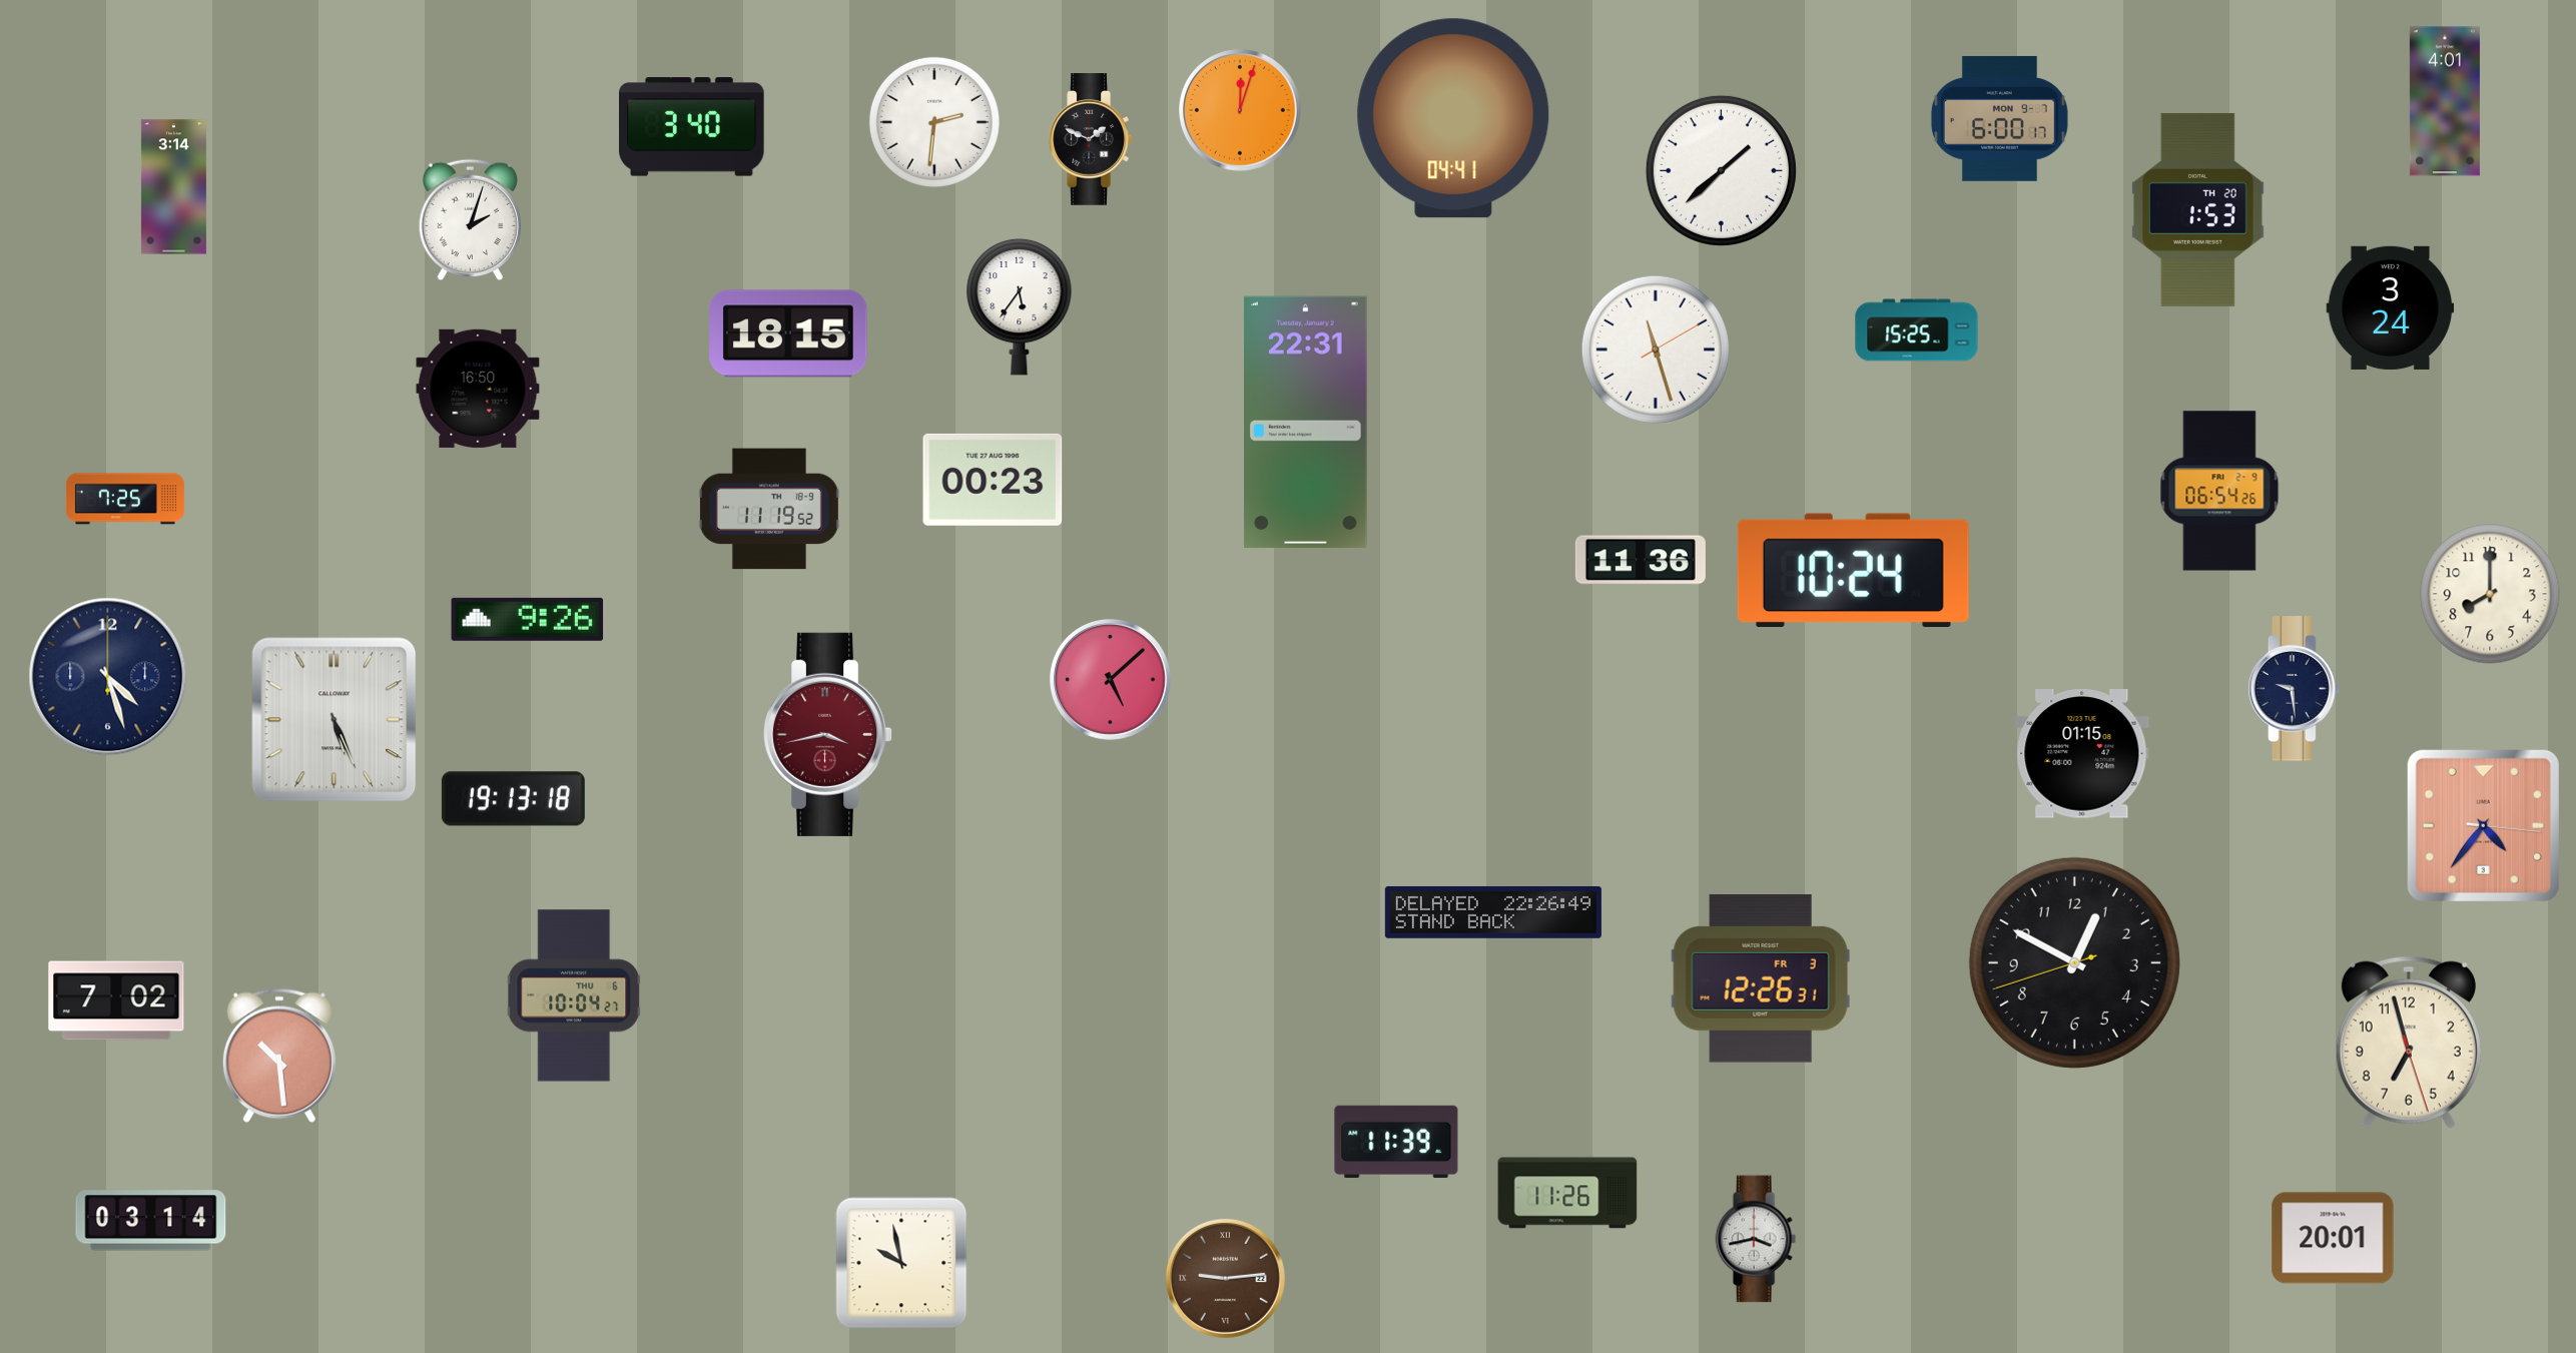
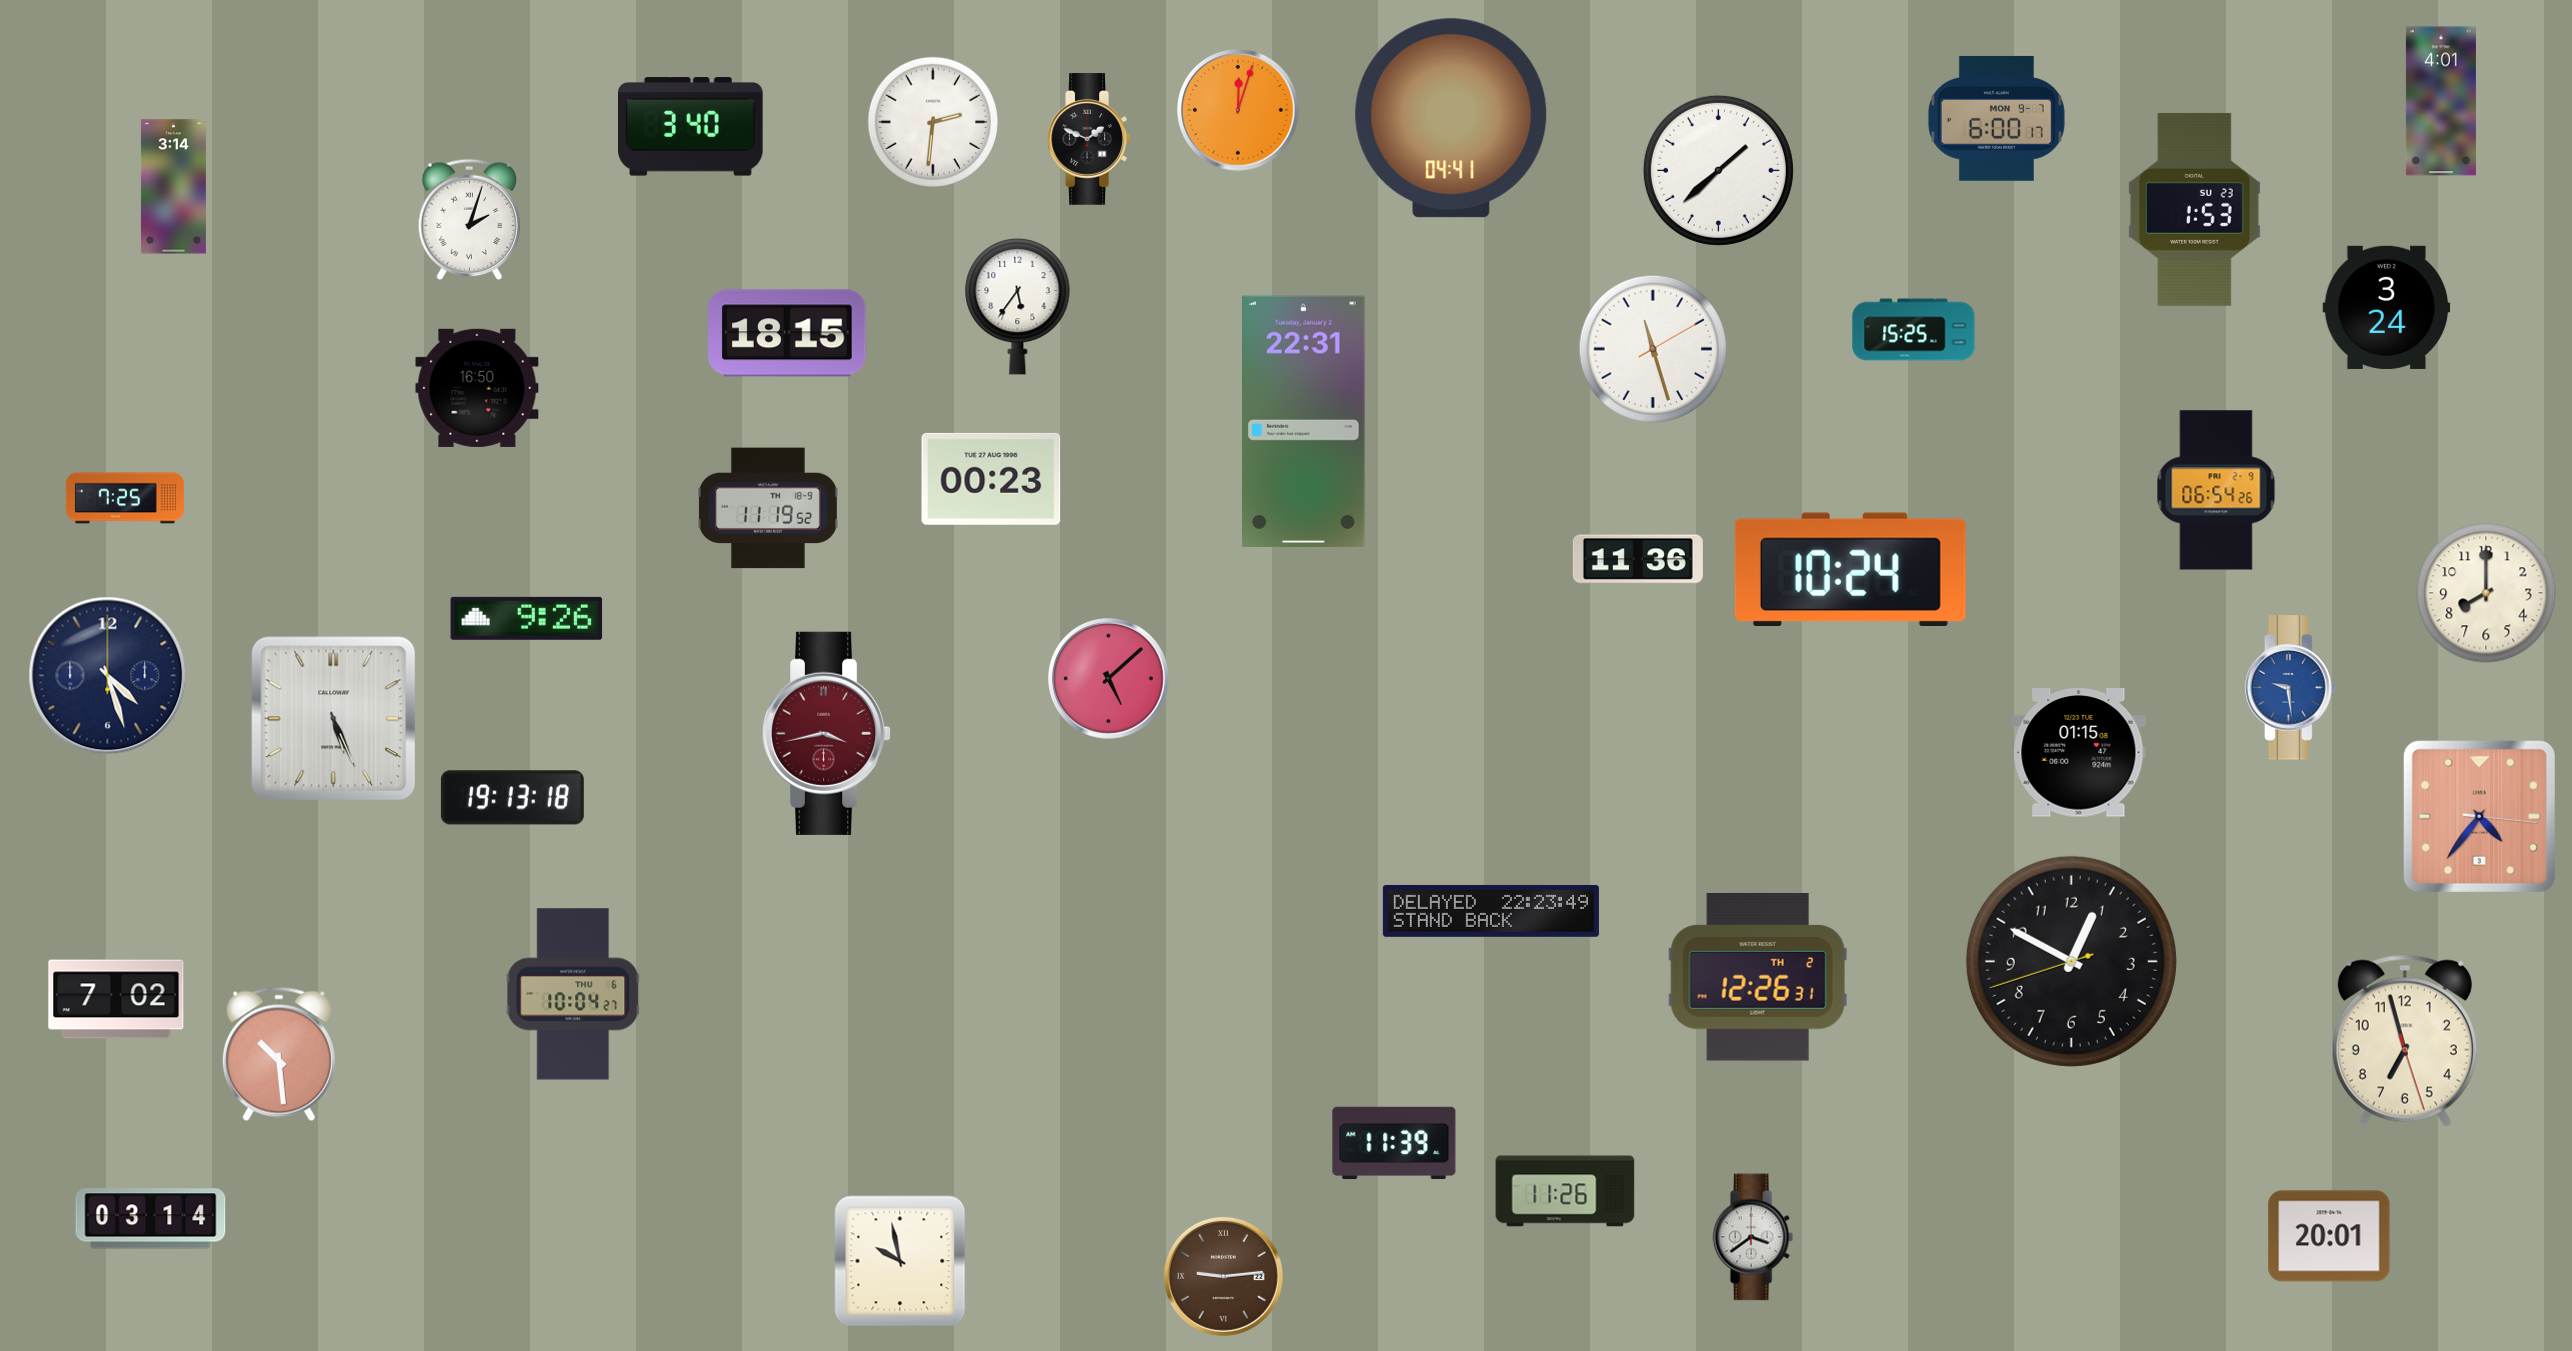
clock at (2197, 209) date: TH 20 -> SU 23
clock at (2295, 689) dial: navy -> blue
clock at (2483, 825) position: (2483, 825) -> (2479, 816)
clock at (1493, 912): 22:26 -> 22:23
clock at (1761, 979) date: FR 3 -> TH 2
clock at (1396, 1142) position: (1396, 1142) -> (1394, 1143)
clock at (1756, 1239): 3:43 -> 3:39
